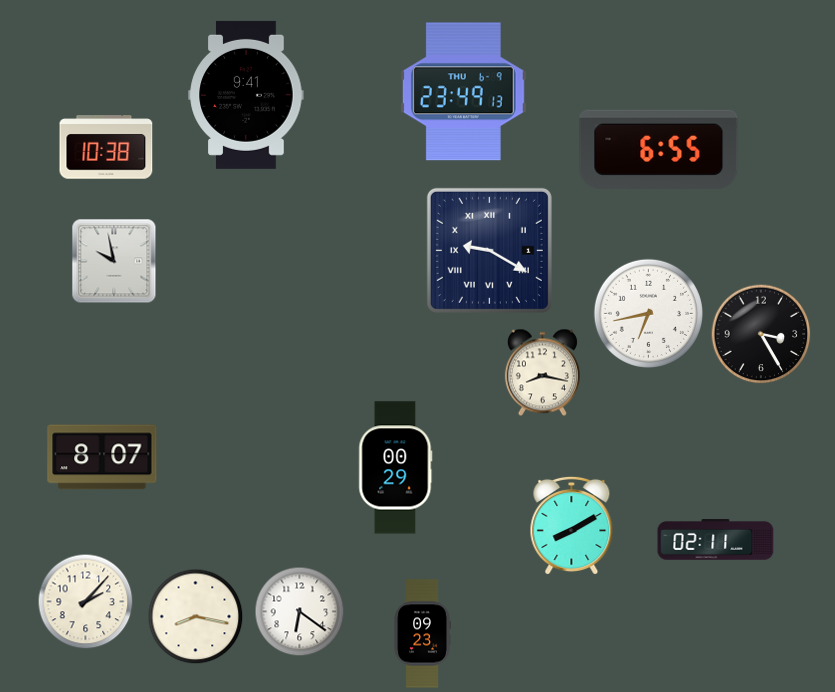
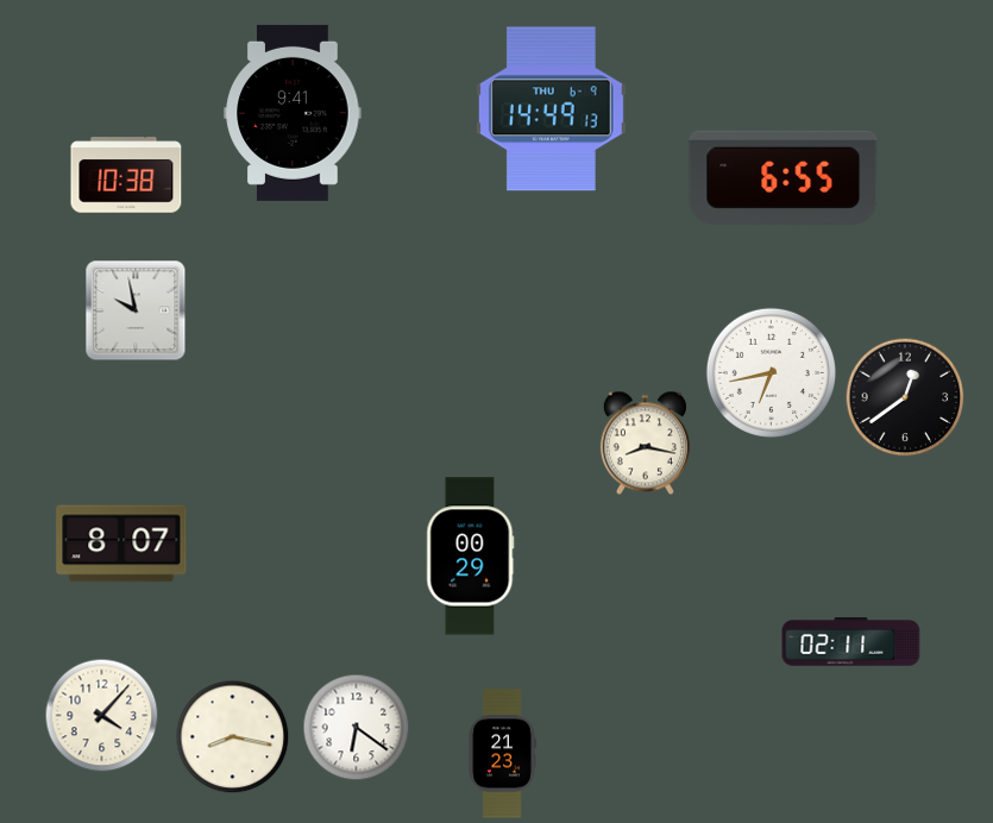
clock at (463, 92): 23:49 -> 14:49
clock at (489, 250): 9:20 -> none
clock at (761, 334): 3:25 -> 12:39
clock at (572, 525): 8:10 -> none
clock at (86, 602): 2:07 -> 4:07
clock at (196, 617) position: (196, 617) -> (233, 737)
clock at (422, 634): 09:23 -> 21:23
